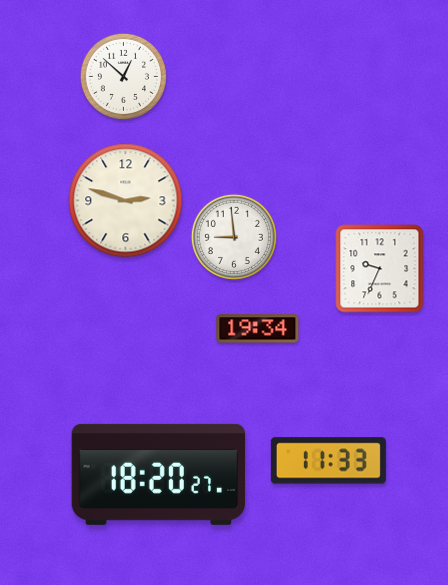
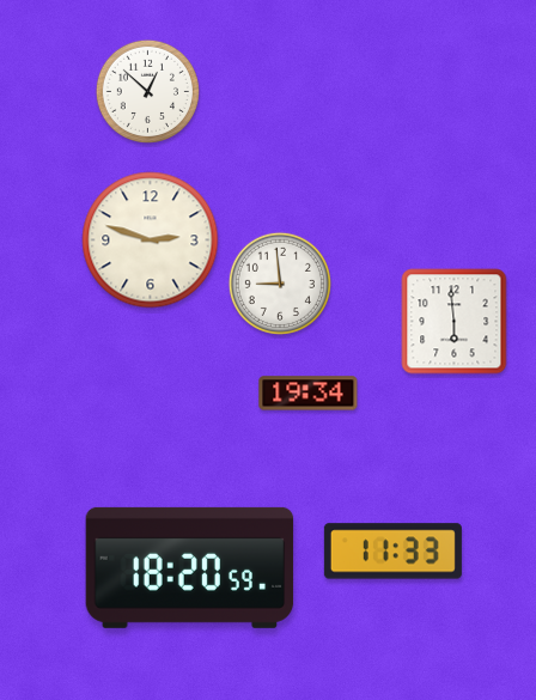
clock at (380, 269): 9:34 -> 5:59
clock at (159, 474): 18:20:27 -> 18:20:59
